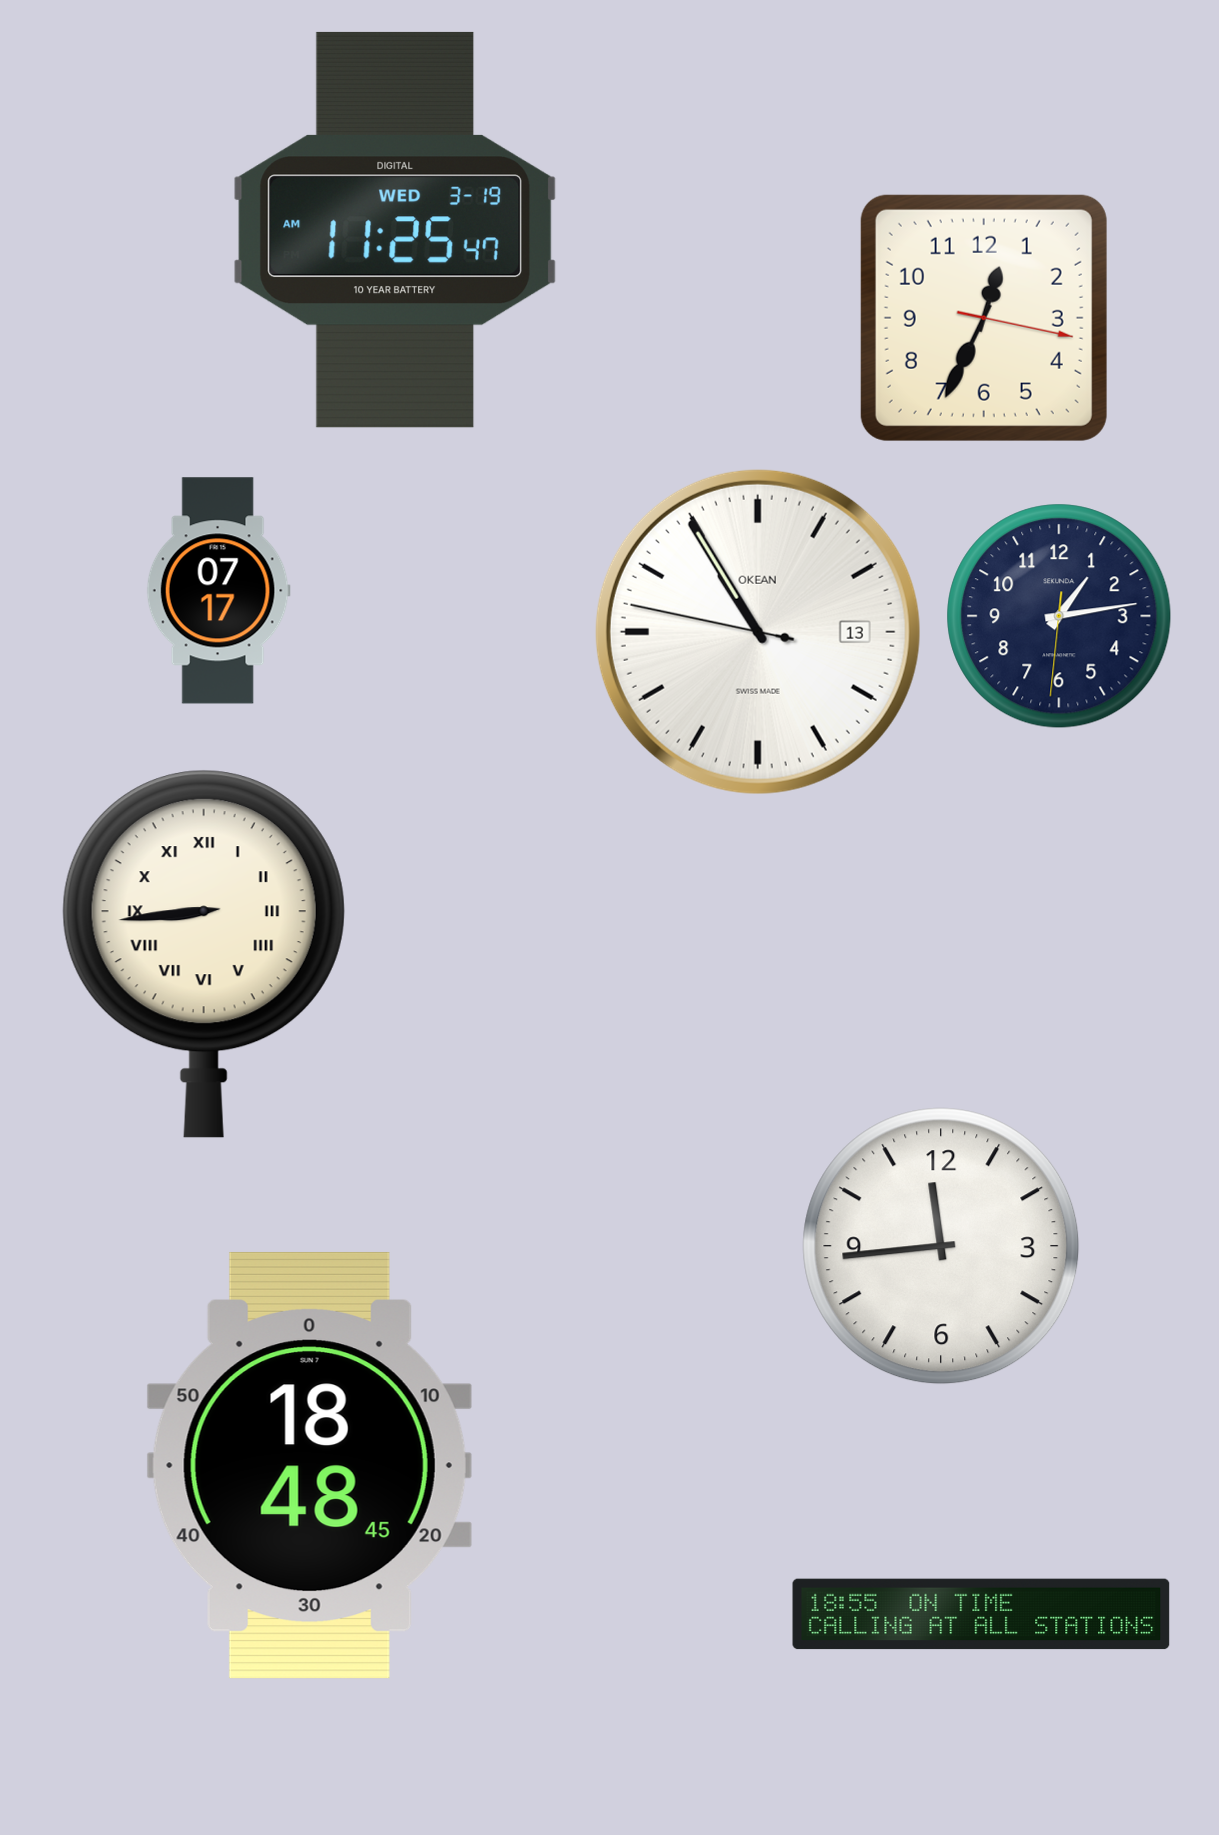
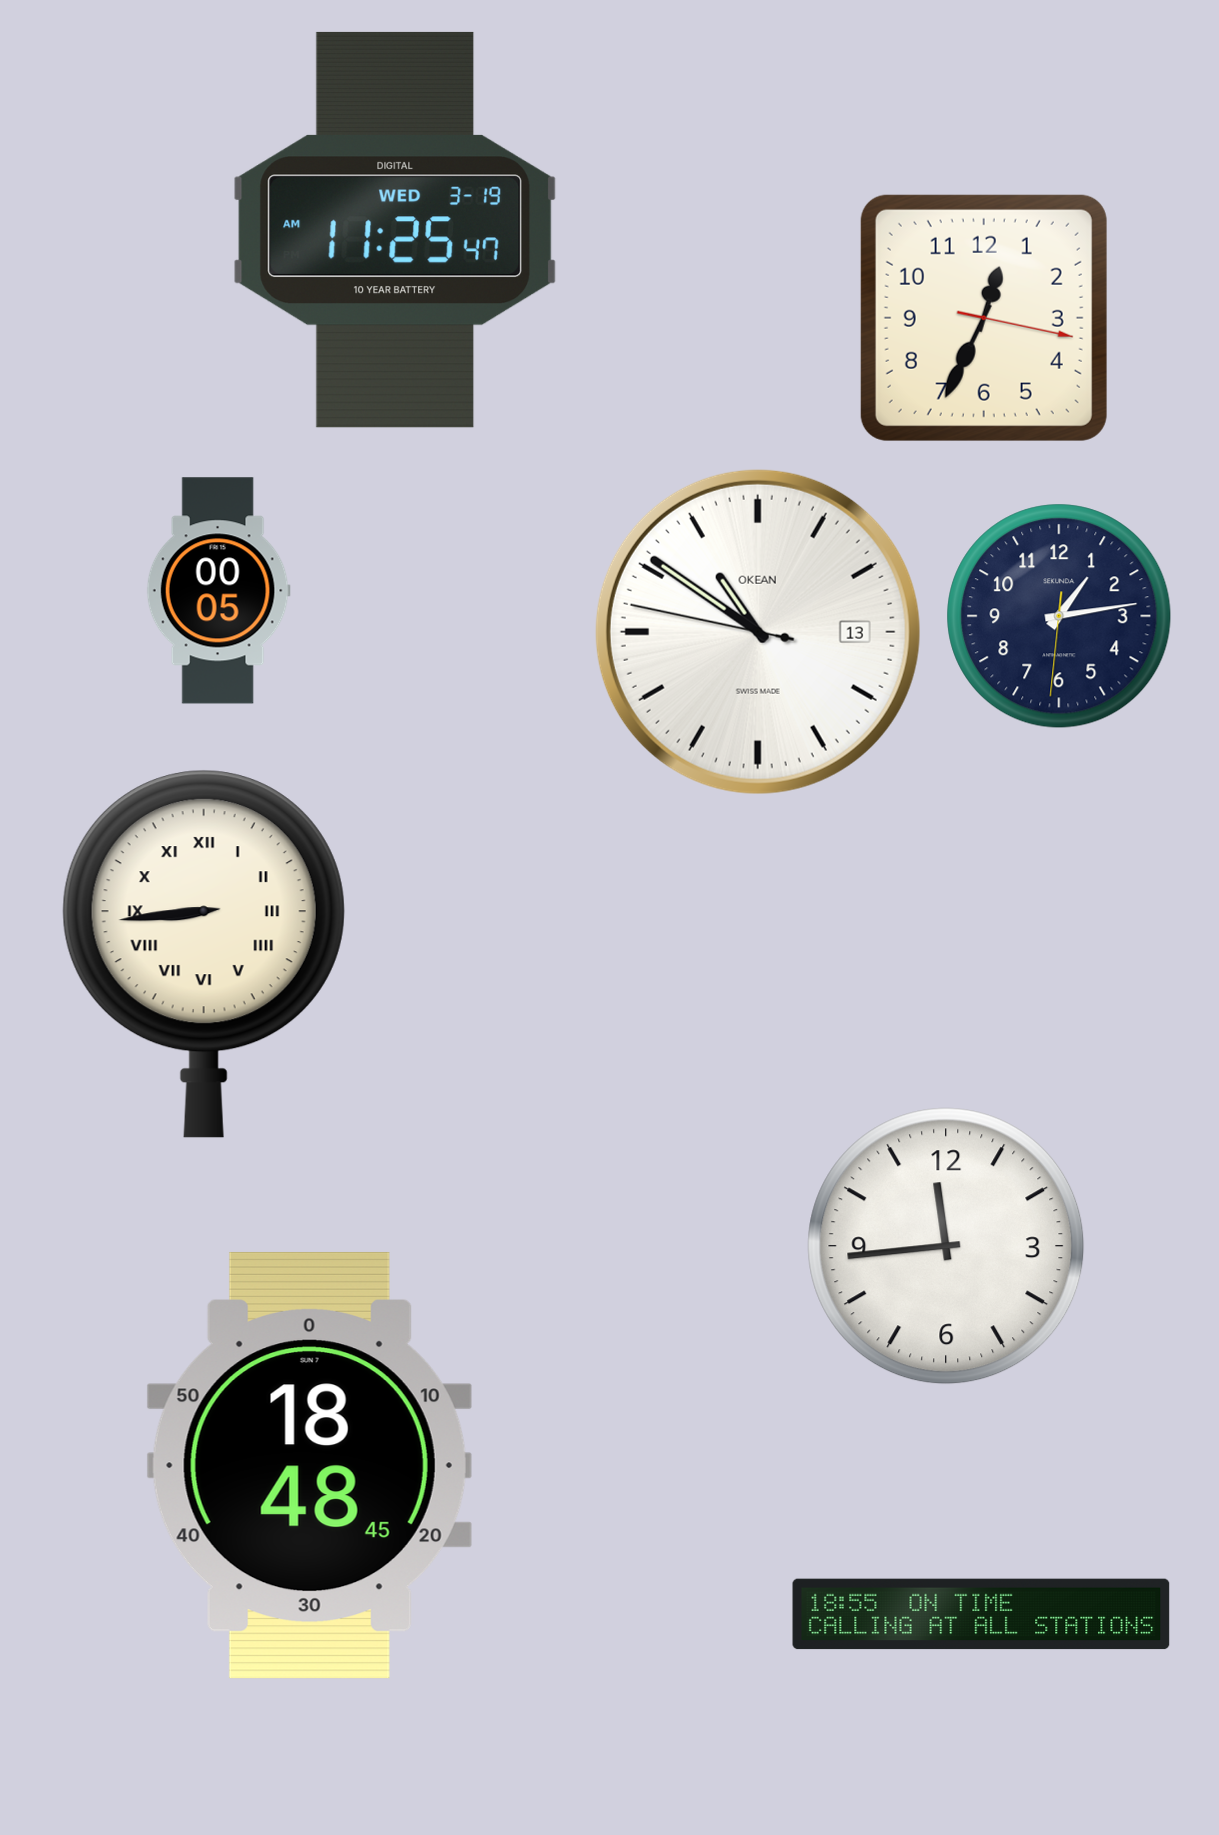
clock at (218, 591): 07:17 -> 00:05
clock at (758, 632): 10:54 -> 10:50
clock at (941, 1246) position: (941, 1246) -> (946, 1246)
